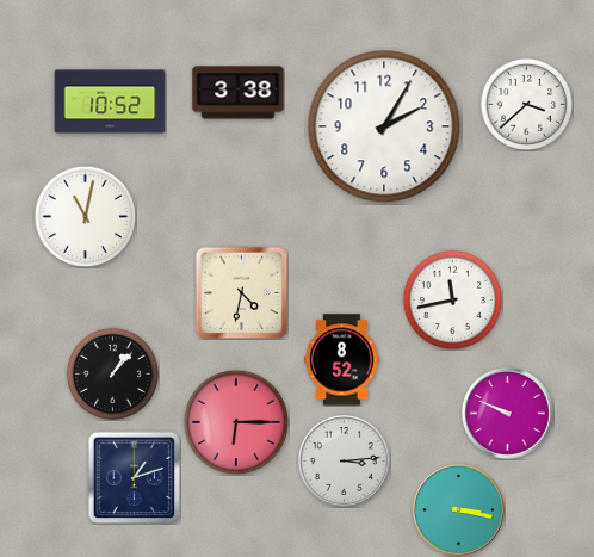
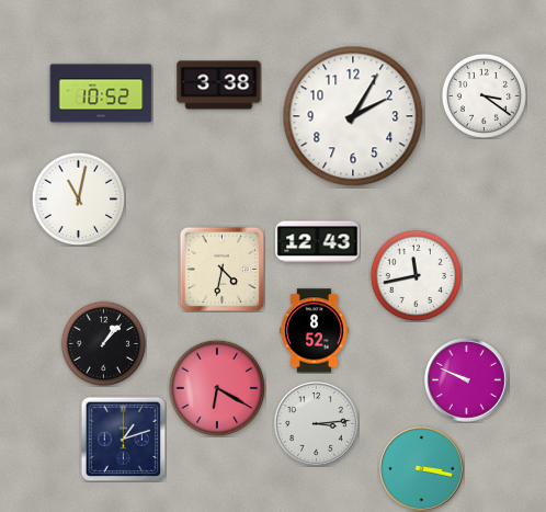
clock at (526, 104): 3:38 -> 3:21
clock at (318, 242): none -> 12:43
clock at (236, 422): 6:15 -> 6:20
